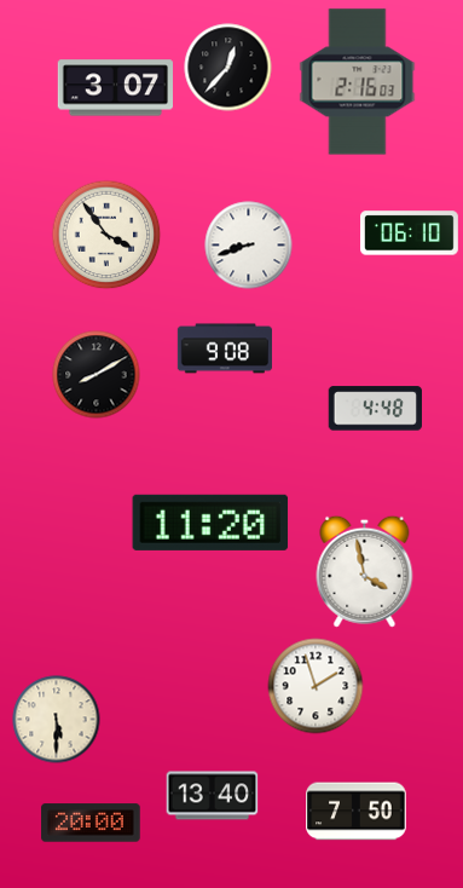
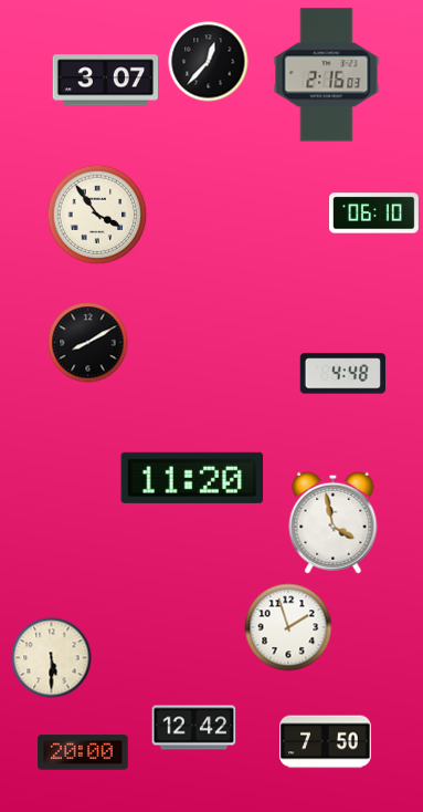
clock at (249, 246): 8:42 -> none
clock at (225, 348): 9:08 -> none
clock at (213, 796): 13:40 -> 12:42
